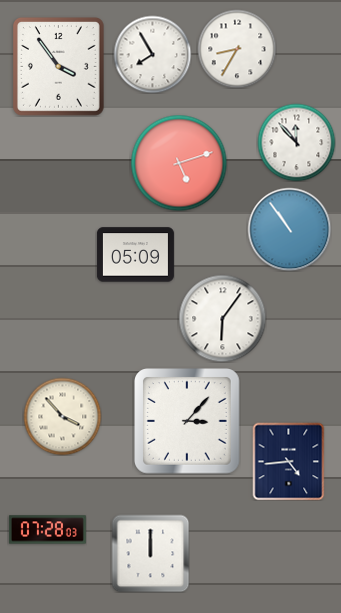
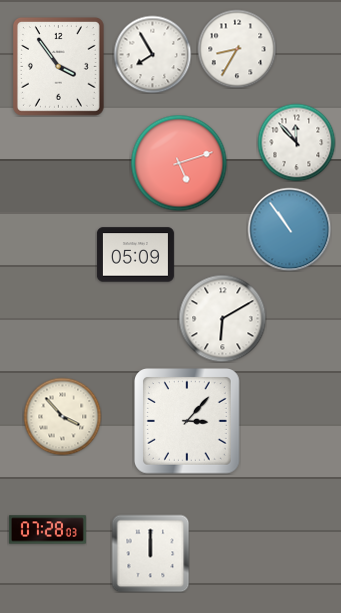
clock at (222, 318): 6:06 -> 6:10
clock at (289, 461): 4:44 -> none
